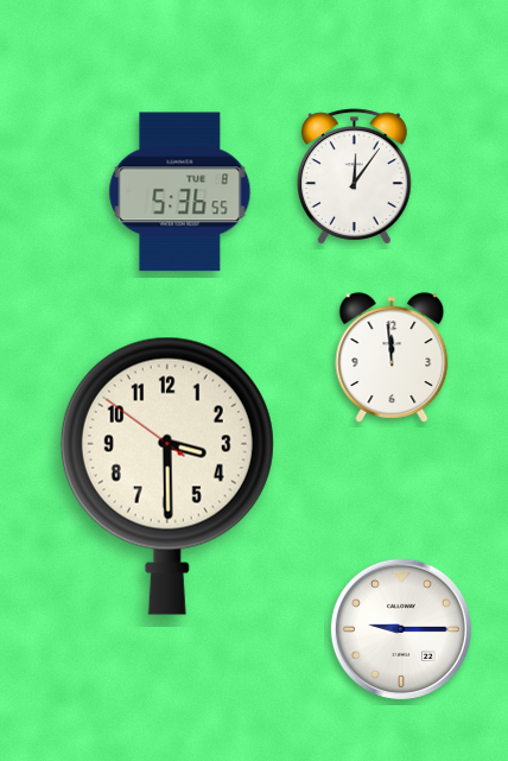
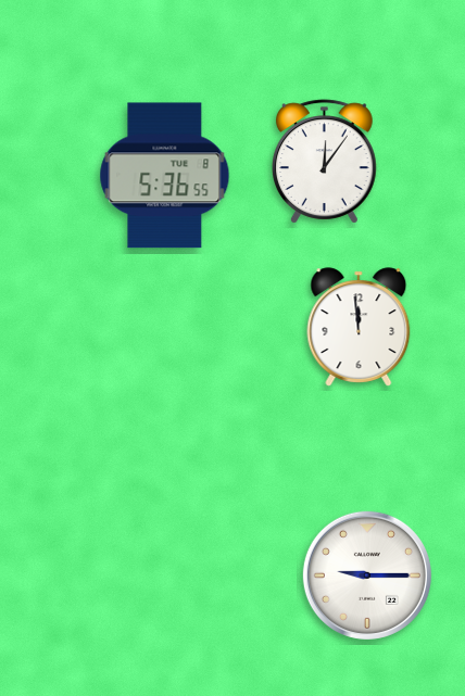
clock at (167, 476): 3:29 -> none
